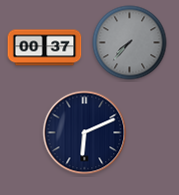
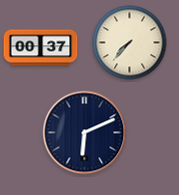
clock at (130, 43) dial: grey -> cream
clock at (45, 48) position: (45, 48) -> (41, 48)
